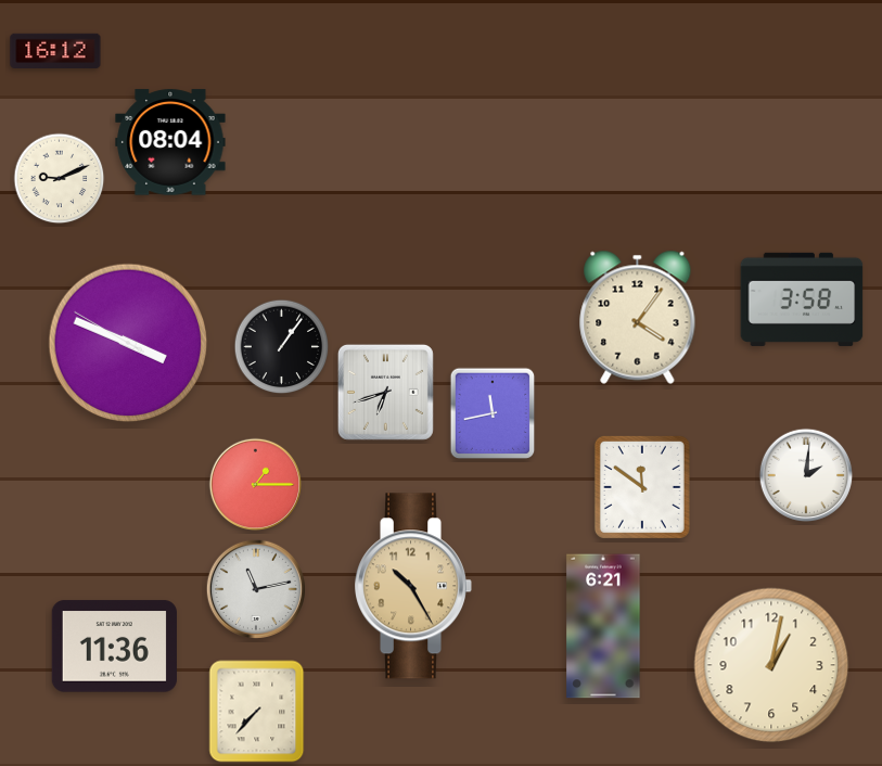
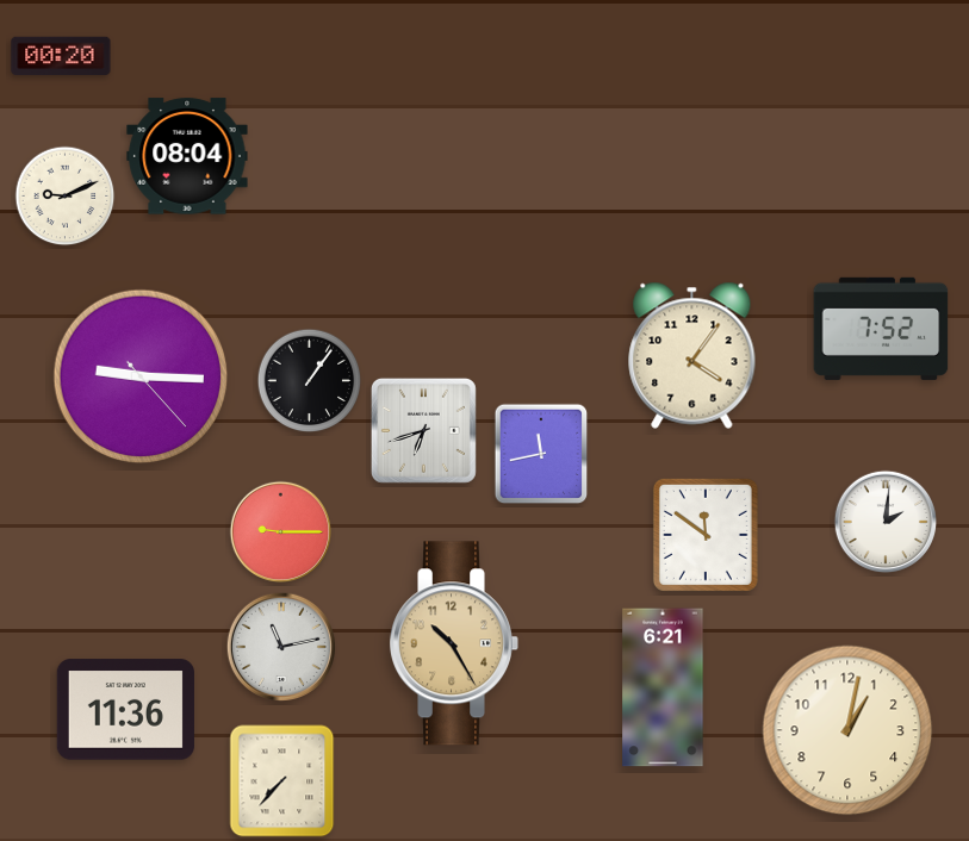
clock at (55, 50): 16:12 -> 00:20
clock at (802, 299): 3:58 -> 7:52
clock at (638, 317) position: (638, 317) -> (692, 355)
clock at (128, 343): 3:48 -> 9:15
clock at (256, 485): 1:15 -> 9:15
